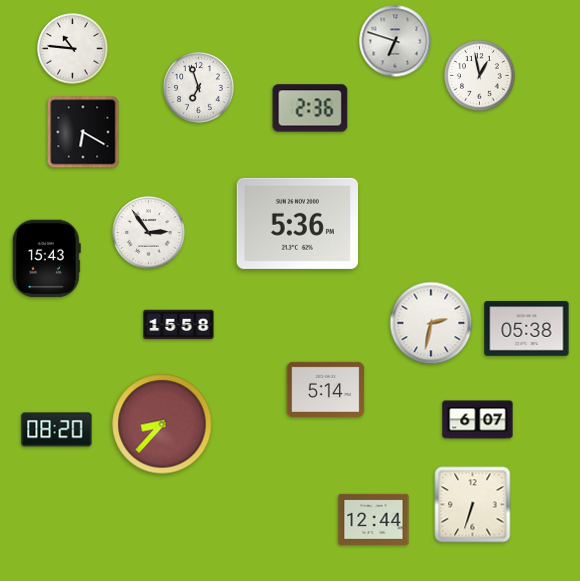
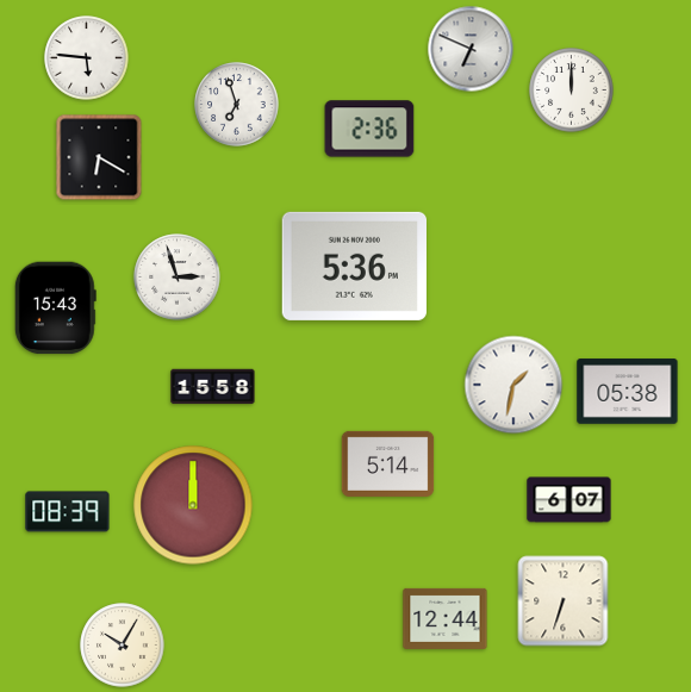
clock at (395, 41): 6:48 -> 6:49
clock at (73, 49): 10:46 -> 5:46
clock at (480, 76): 12:58 -> 12:00
clock at (149, 233): 2:54 -> 2:57
clock at (431, 323): 2:32 -> 1:32
clock at (162, 424): 8:37 -> 12:00
clock at (57, 430): 08:20 -> 08:39
clock at (123, 646): none -> 10:05
